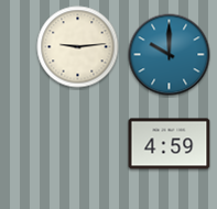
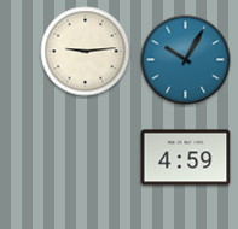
clock at (170, 55): 10:00 -> 10:05
